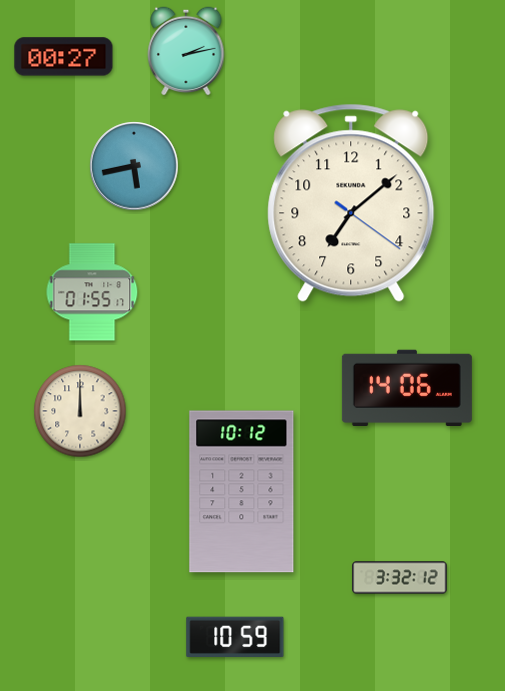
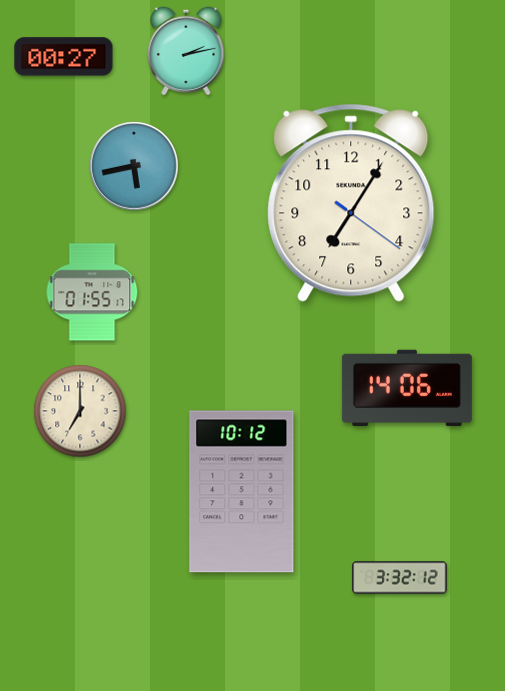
clock at (351, 203): 7:08 -> 7:05
clock at (80, 411): 12:00 -> 7:00
clock at (235, 636): 10:59 -> none
